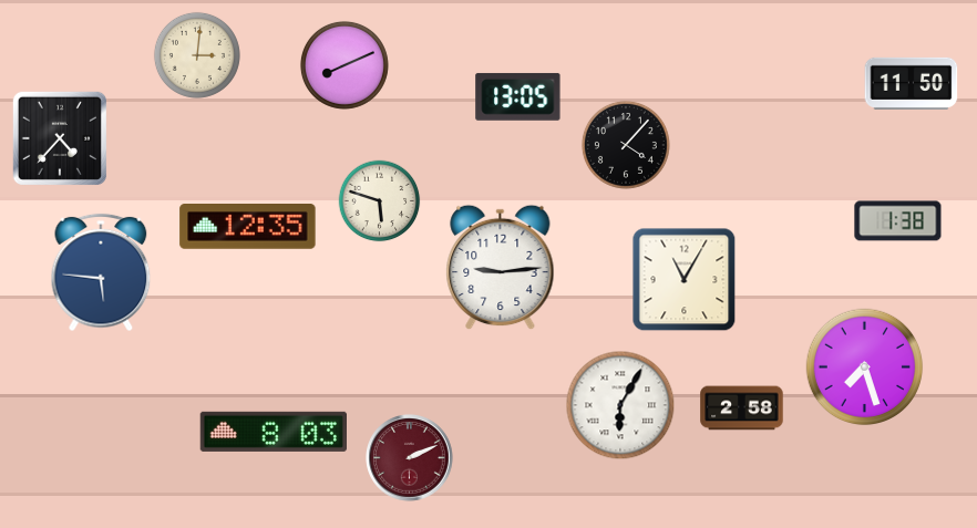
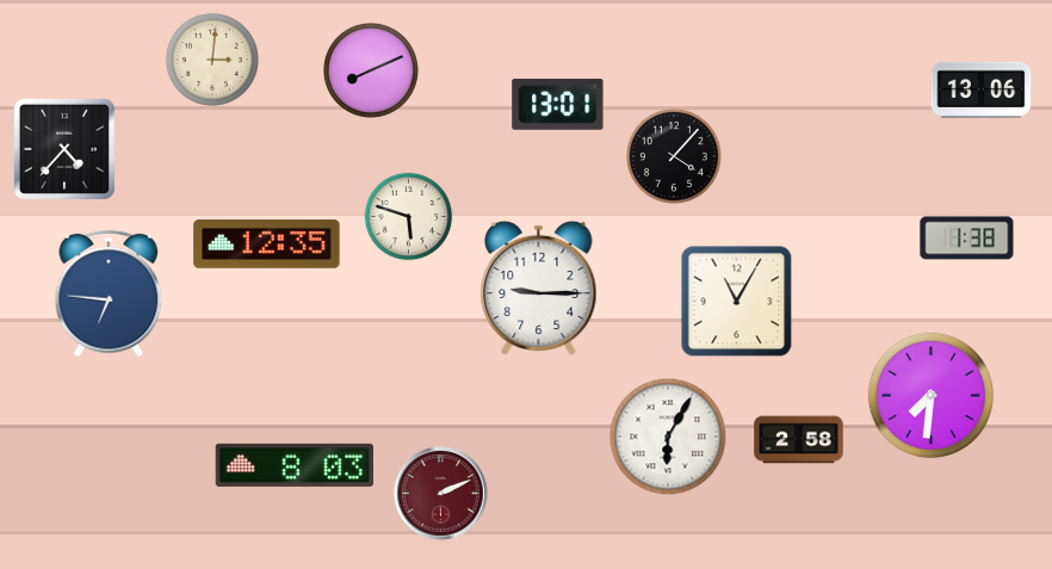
clock at (912, 83): 11:50 -> 13:06
clock at (518, 96): 13:05 -> 13:01
clock at (501, 268): 9:14 -> 9:15
clock at (101, 272): 5:46 -> 6:46
clock at (865, 367): 7:27 -> 7:31
